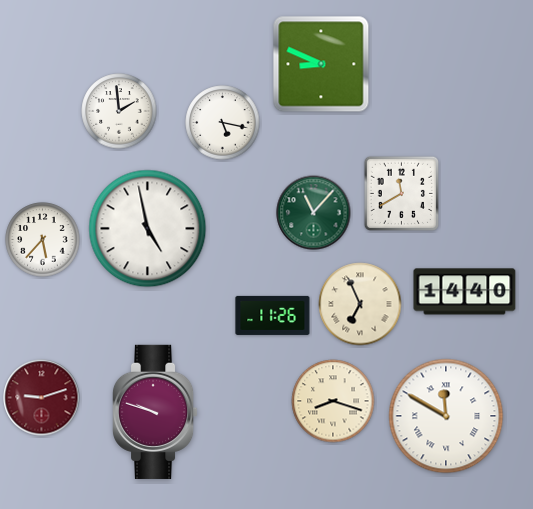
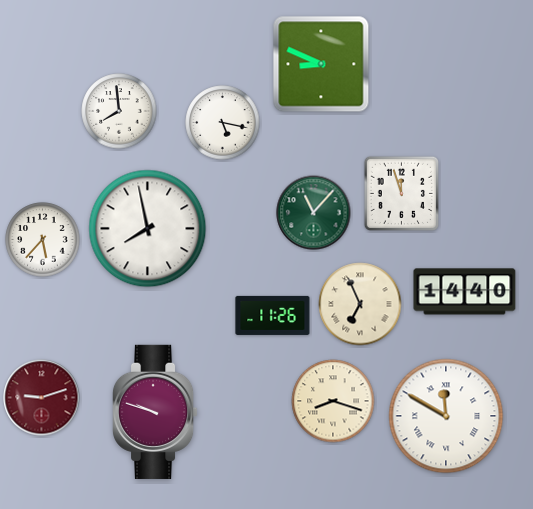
clock at (119, 111): 1:59 -> 7:59
clock at (401, 193): 11:40 -> 11:57
clock at (148, 229): 4:58 -> 7:58
